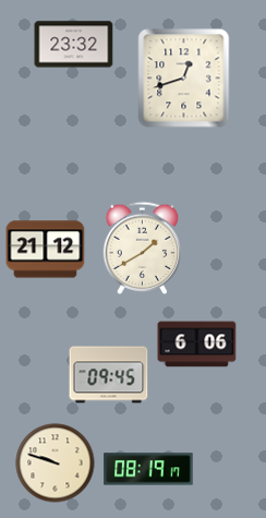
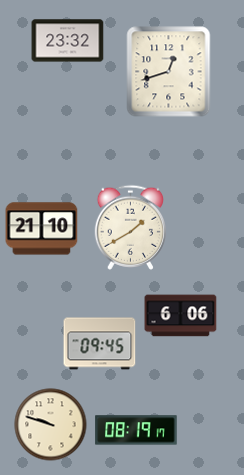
clock at (46, 250): 21:12 -> 21:10
